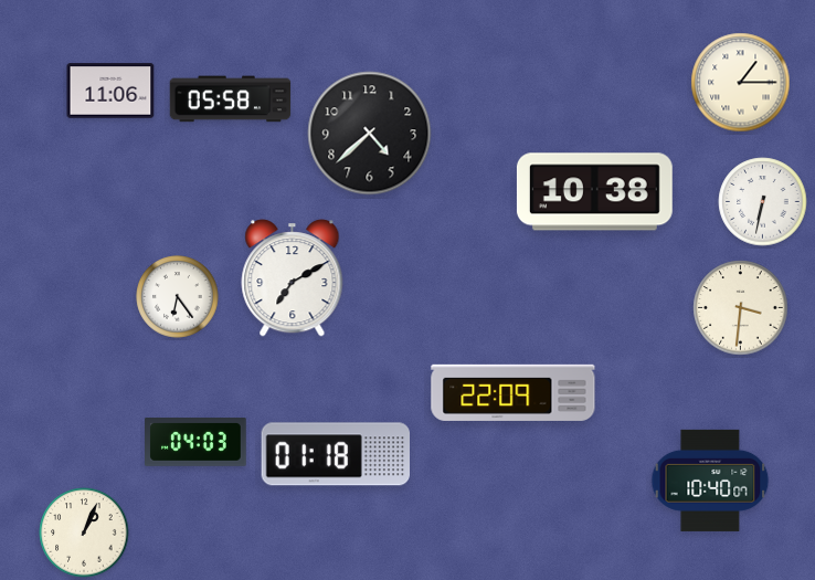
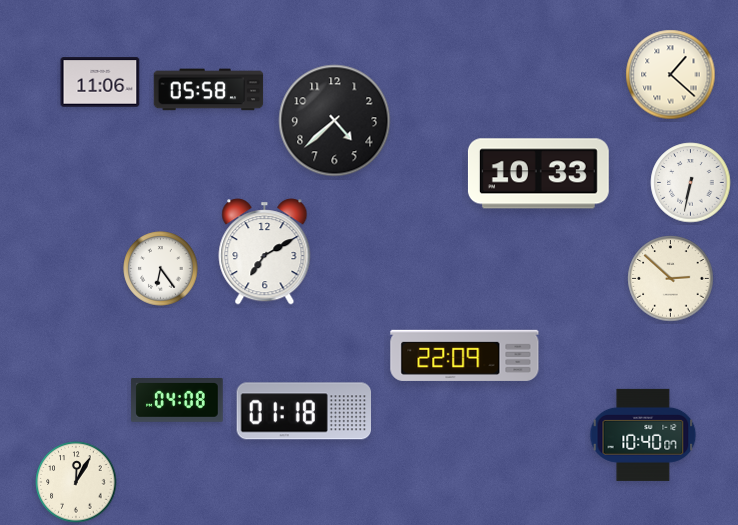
clock at (741, 83): 1:15 -> 1:22
clock at (594, 192): 10:38 -> 10:33
clock at (741, 308): 3:31 -> 2:52
clock at (195, 442): 04:03 -> 04:08
clock at (84, 532): 1:04 -> 12:05
